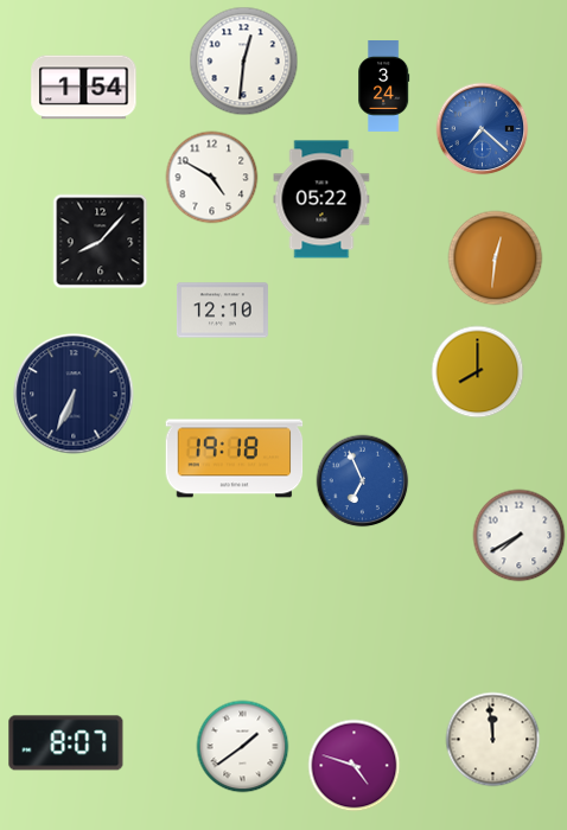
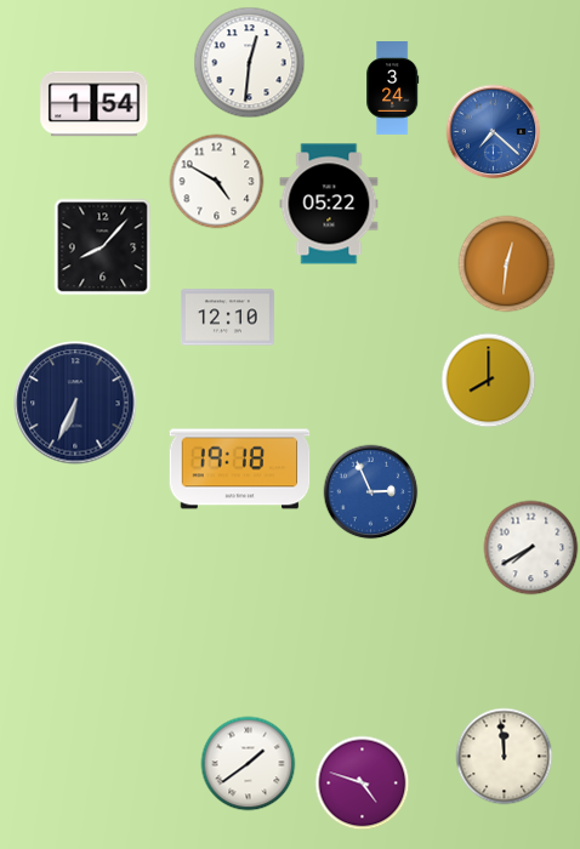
clock at (84, 88) position: (84, 88) -> (95, 104)
clock at (362, 480): 6:56 -> 2:56
clock at (66, 743): 8:07 -> none
